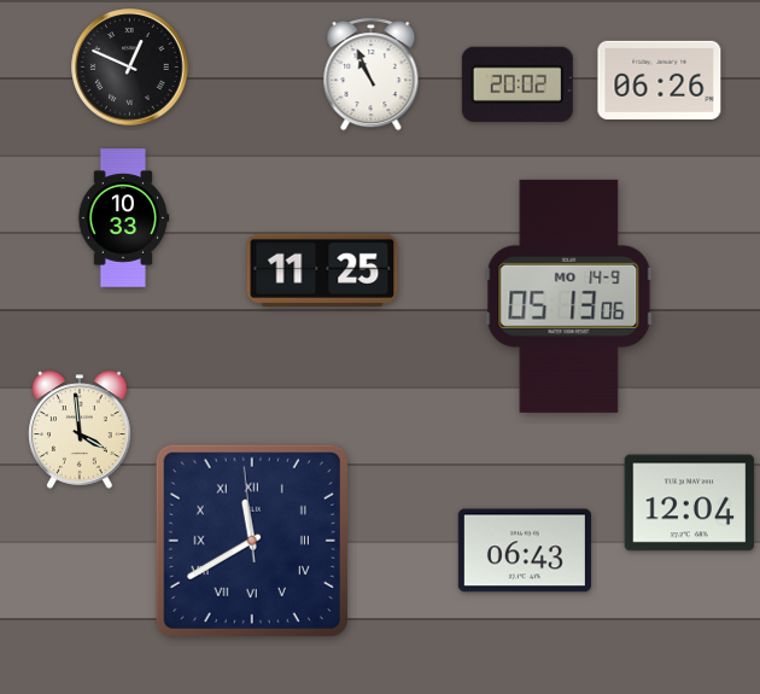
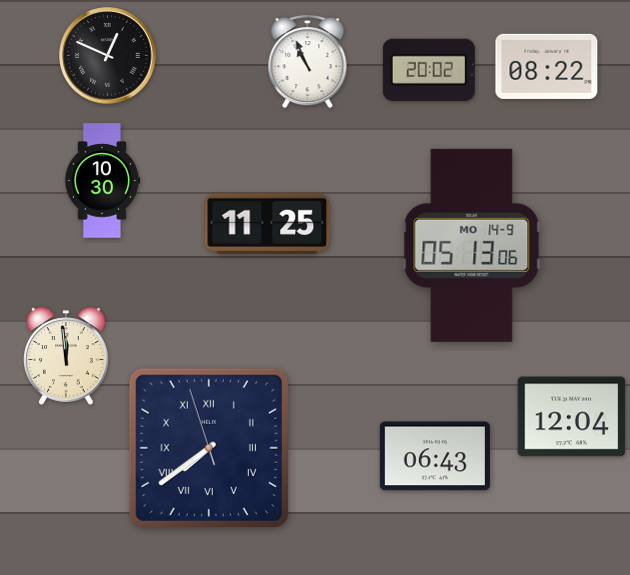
clock at (660, 80): 06:26 -> 08:22
clock at (123, 218): 10:33 -> 10:30
clock at (80, 430): 3:59 -> 11:59
clock at (252, 541): 11:39 -> 7:38
